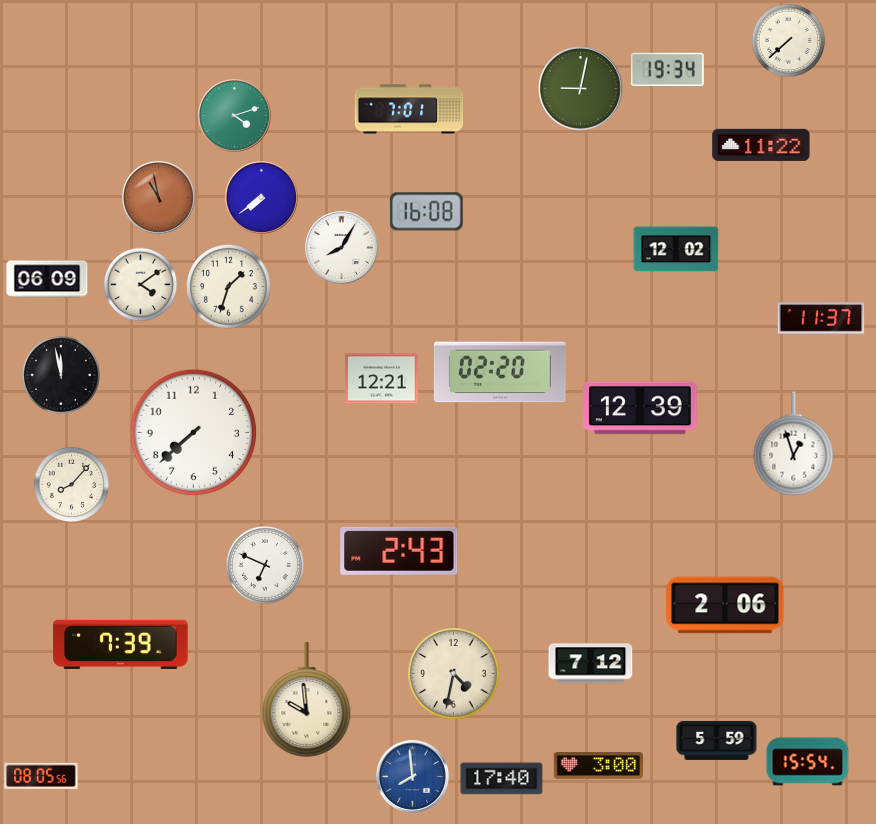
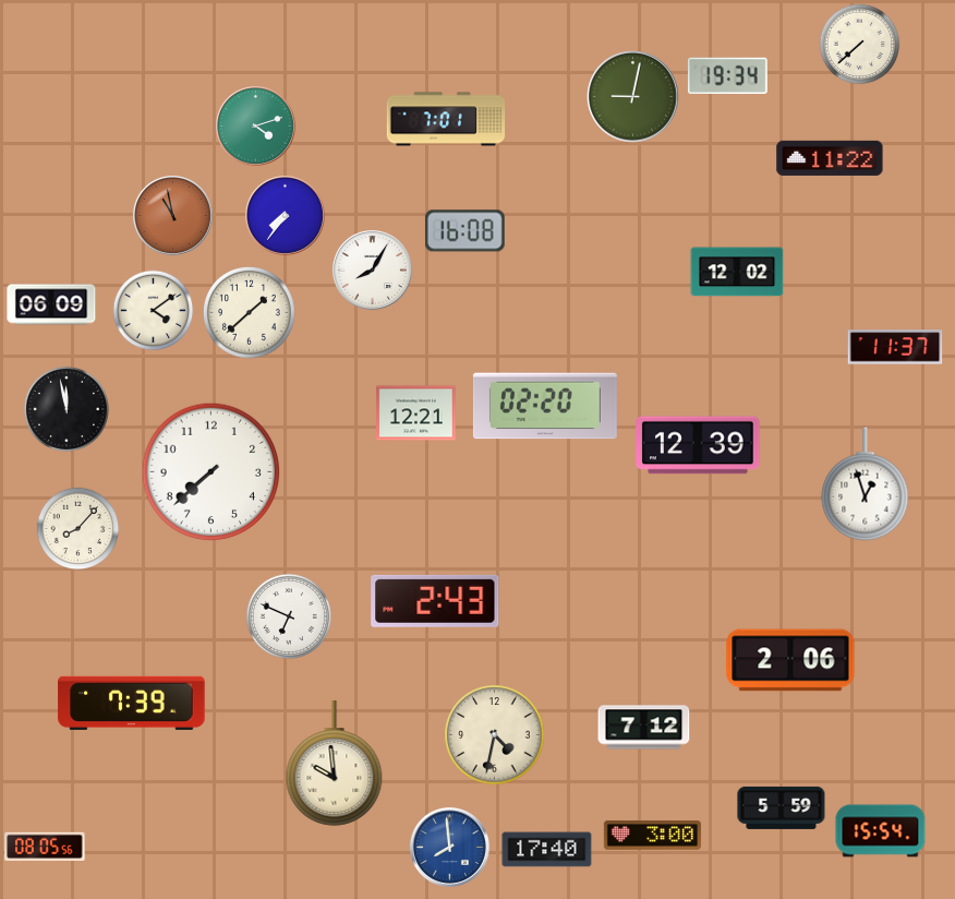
clock at (261, 197): 7:39 -> 7:36
clock at (228, 286): 1:33 -> 1:38
clock at (591, 664) position: (591, 664) -> (644, 728)
